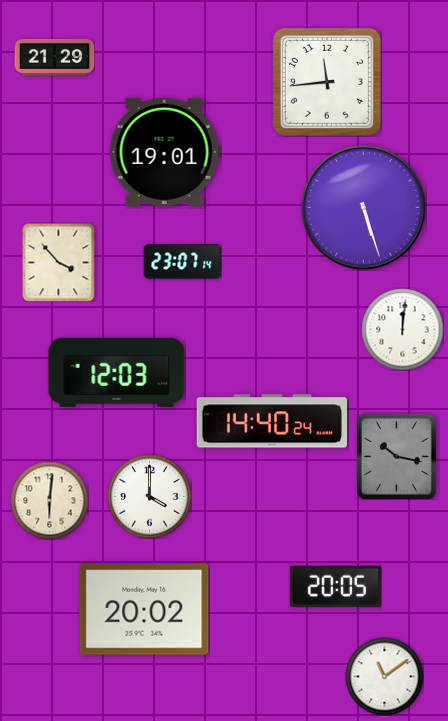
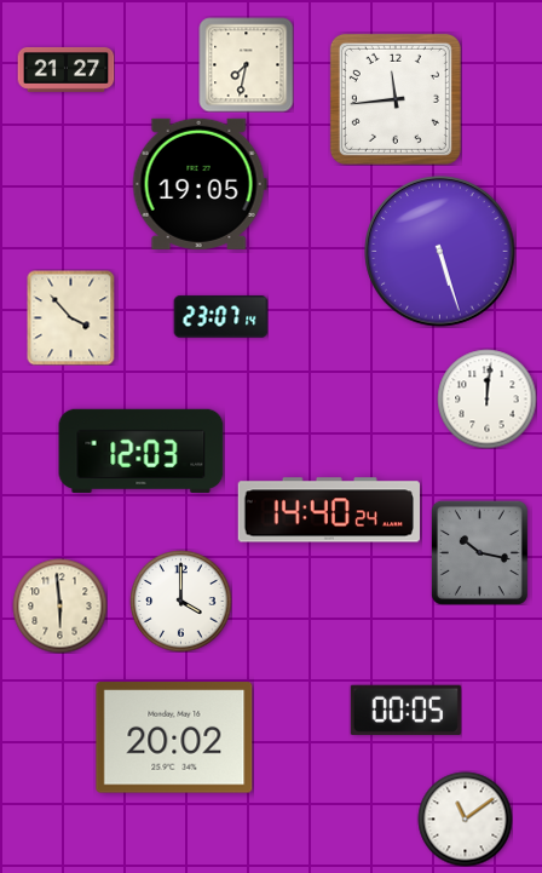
clock at (246, 64): none -> 7:32
clock at (54, 57): 21:29 -> 21:27
clock at (165, 152): 19:01 -> 19:05
clock at (49, 500): 6:01 -> 5:59
clock at (335, 586): 20:05 -> 00:05
